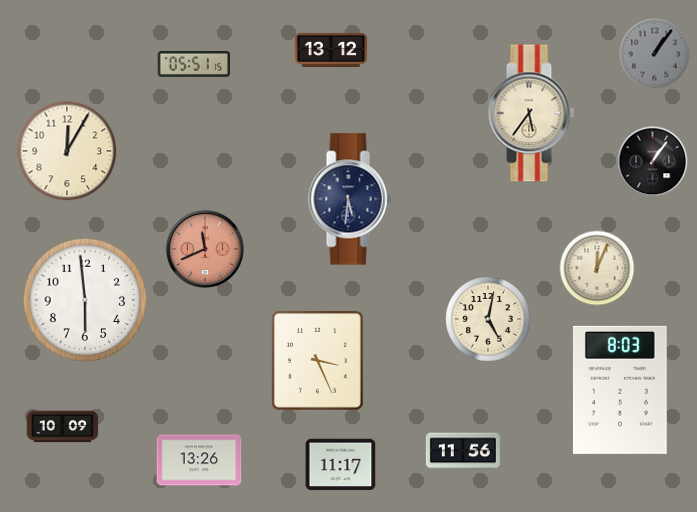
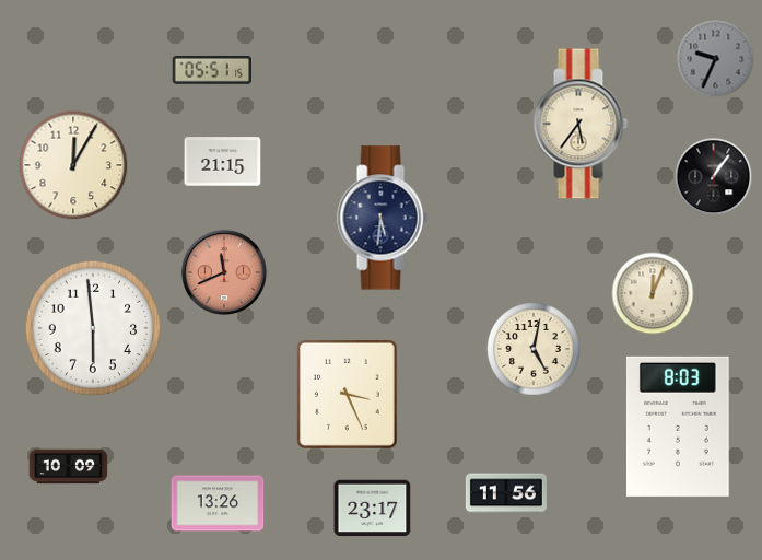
clock at (331, 50): 13:12 -> none
clock at (655, 54): 1:06 -> 9:34
clock at (223, 162): none -> 21:15
clock at (341, 465): 11:17 -> 23:17
